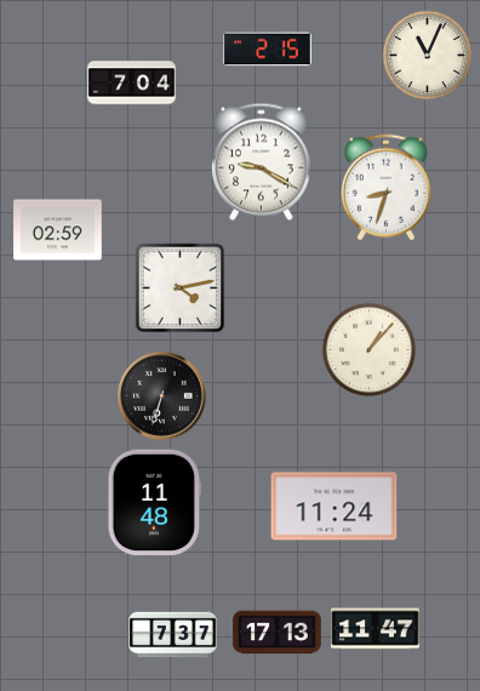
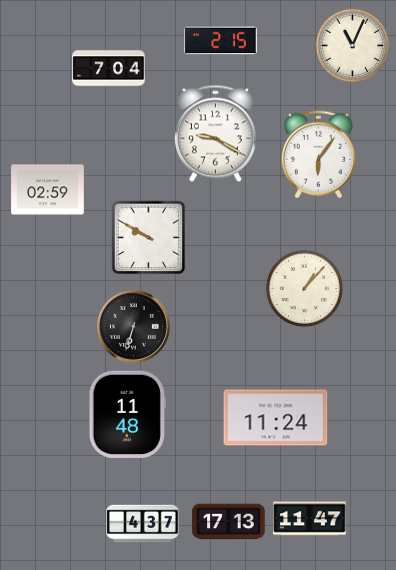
clock at (385, 188): 8:33 -> 6:06
clock at (181, 289): 4:13 -> 9:50
clock at (173, 635): 7:37 -> 4:37
